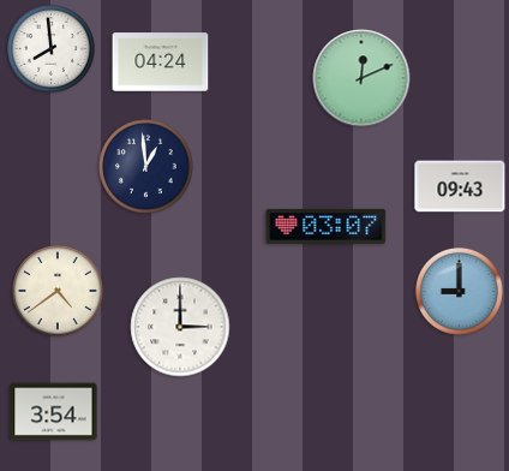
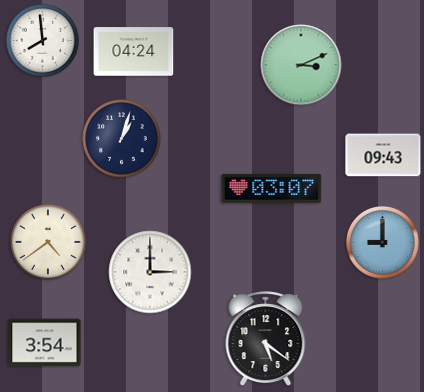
clock at (361, 78): 12:11 -> 3:11
clock at (146, 167): 12:59 -> 1:03
clock at (266, 339): none -> 5:21
